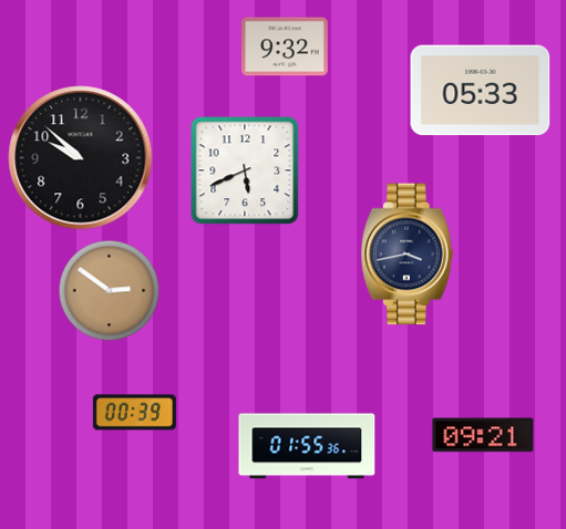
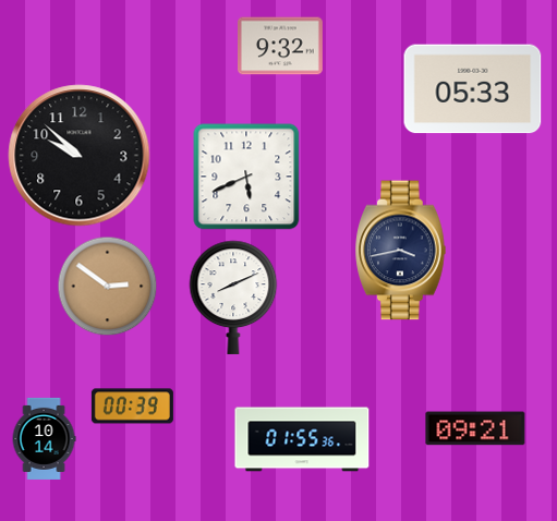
clock at (245, 170) position: (245, 170) -> (246, 177)
clock at (233, 298): none -> 8:11
clock at (44, 438): none -> 10:14
